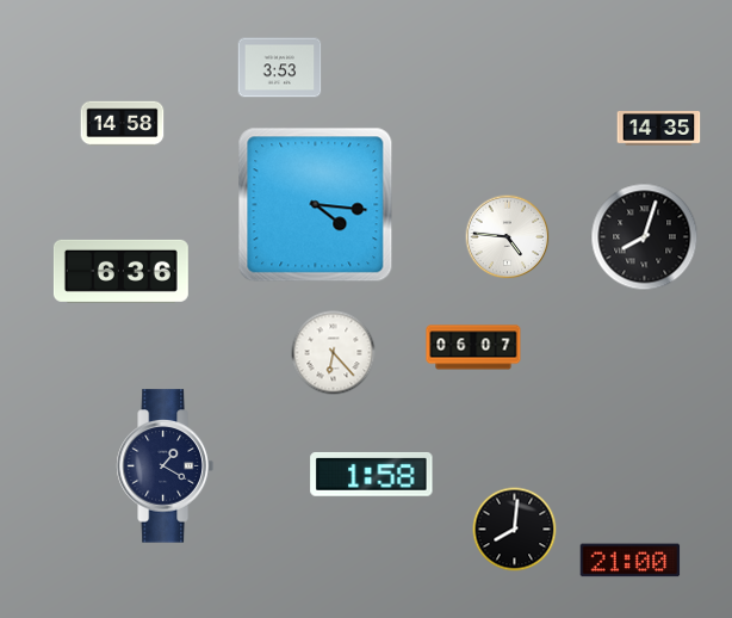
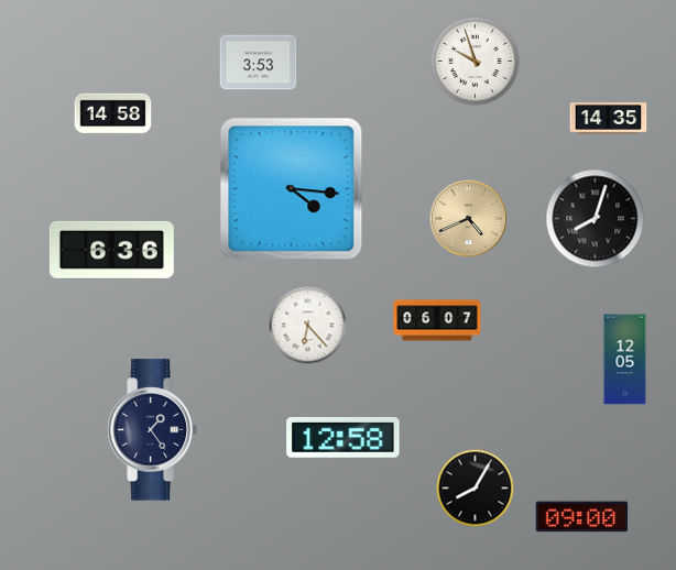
clock at (476, 62): none -> 9:57
clock at (508, 237): 4:46 -> 4:41
clock at (508, 237) dial: white -> champagne
clock at (625, 360): none -> 12:05
clock at (165, 466): 1:20 -> 1:24
clock at (372, 474): 1:58 -> 12:58
clock at (515, 530): 8:01 -> 8:05
clock at (631, 561): 21:00 -> 09:00
